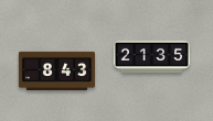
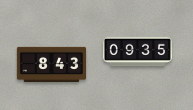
clock at (152, 57): 21:35 -> 09:35
